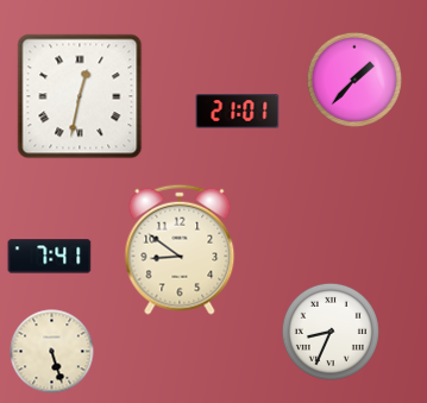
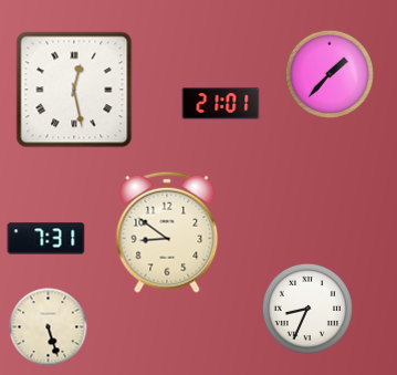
clock at (80, 96): 12:32 -> 12:28
clock at (50, 257): 7:41 -> 7:31
